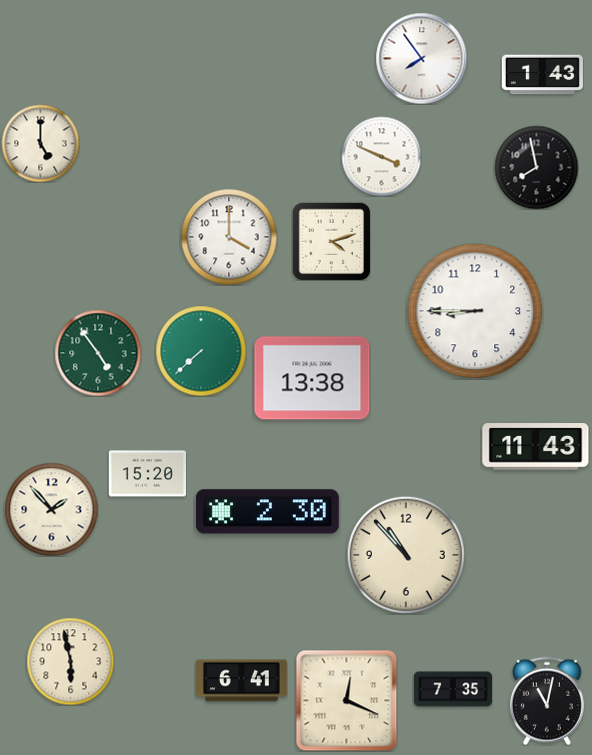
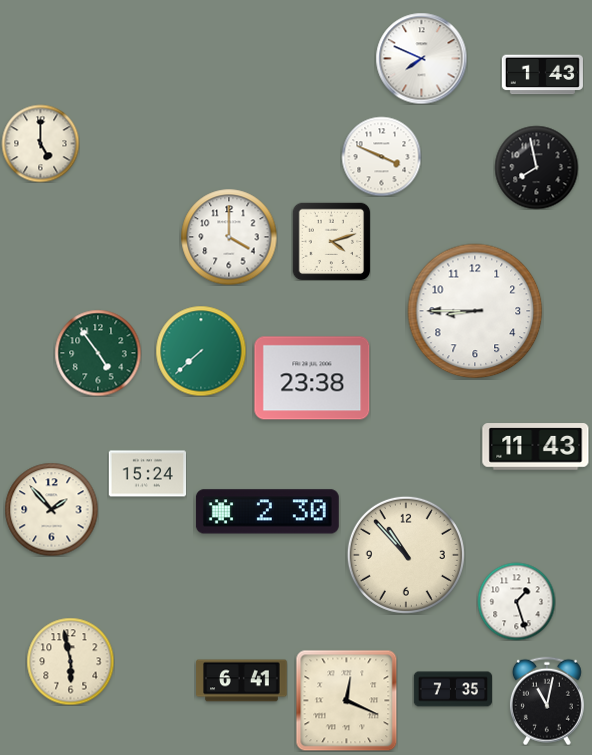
clock at (421, 58): 7:54 -> 7:49
clock at (312, 378): 13:38 -> 23:38
clock at (147, 474): 15:20 -> 15:24
clock at (516, 601): none -> 1:27
